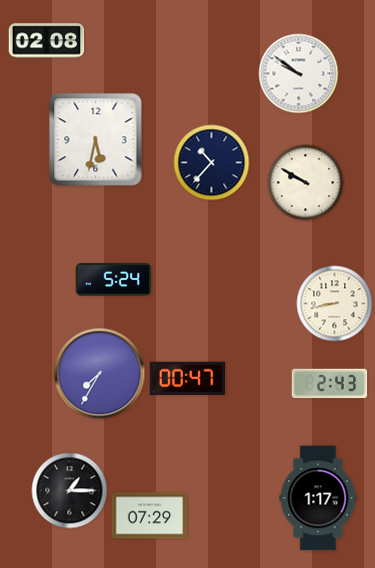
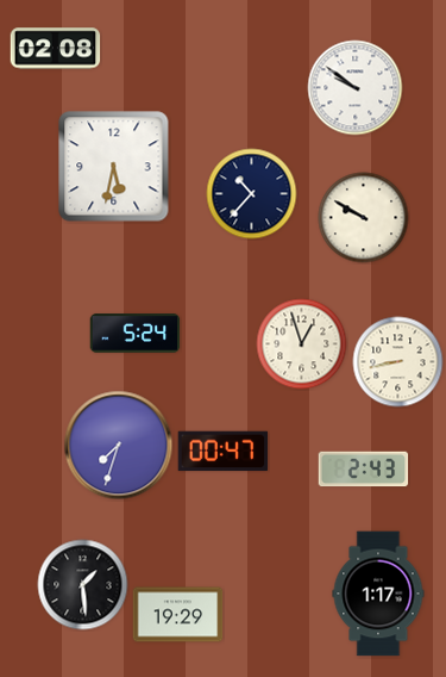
clock at (302, 344): none -> 12:57
clock at (100, 374): 7:35 -> 7:33
clock at (330, 384) position: (330, 384) -> (364, 470)
clock at (70, 491): 1:15 -> 1:29
clock at (150, 516): 07:29 -> 19:29
